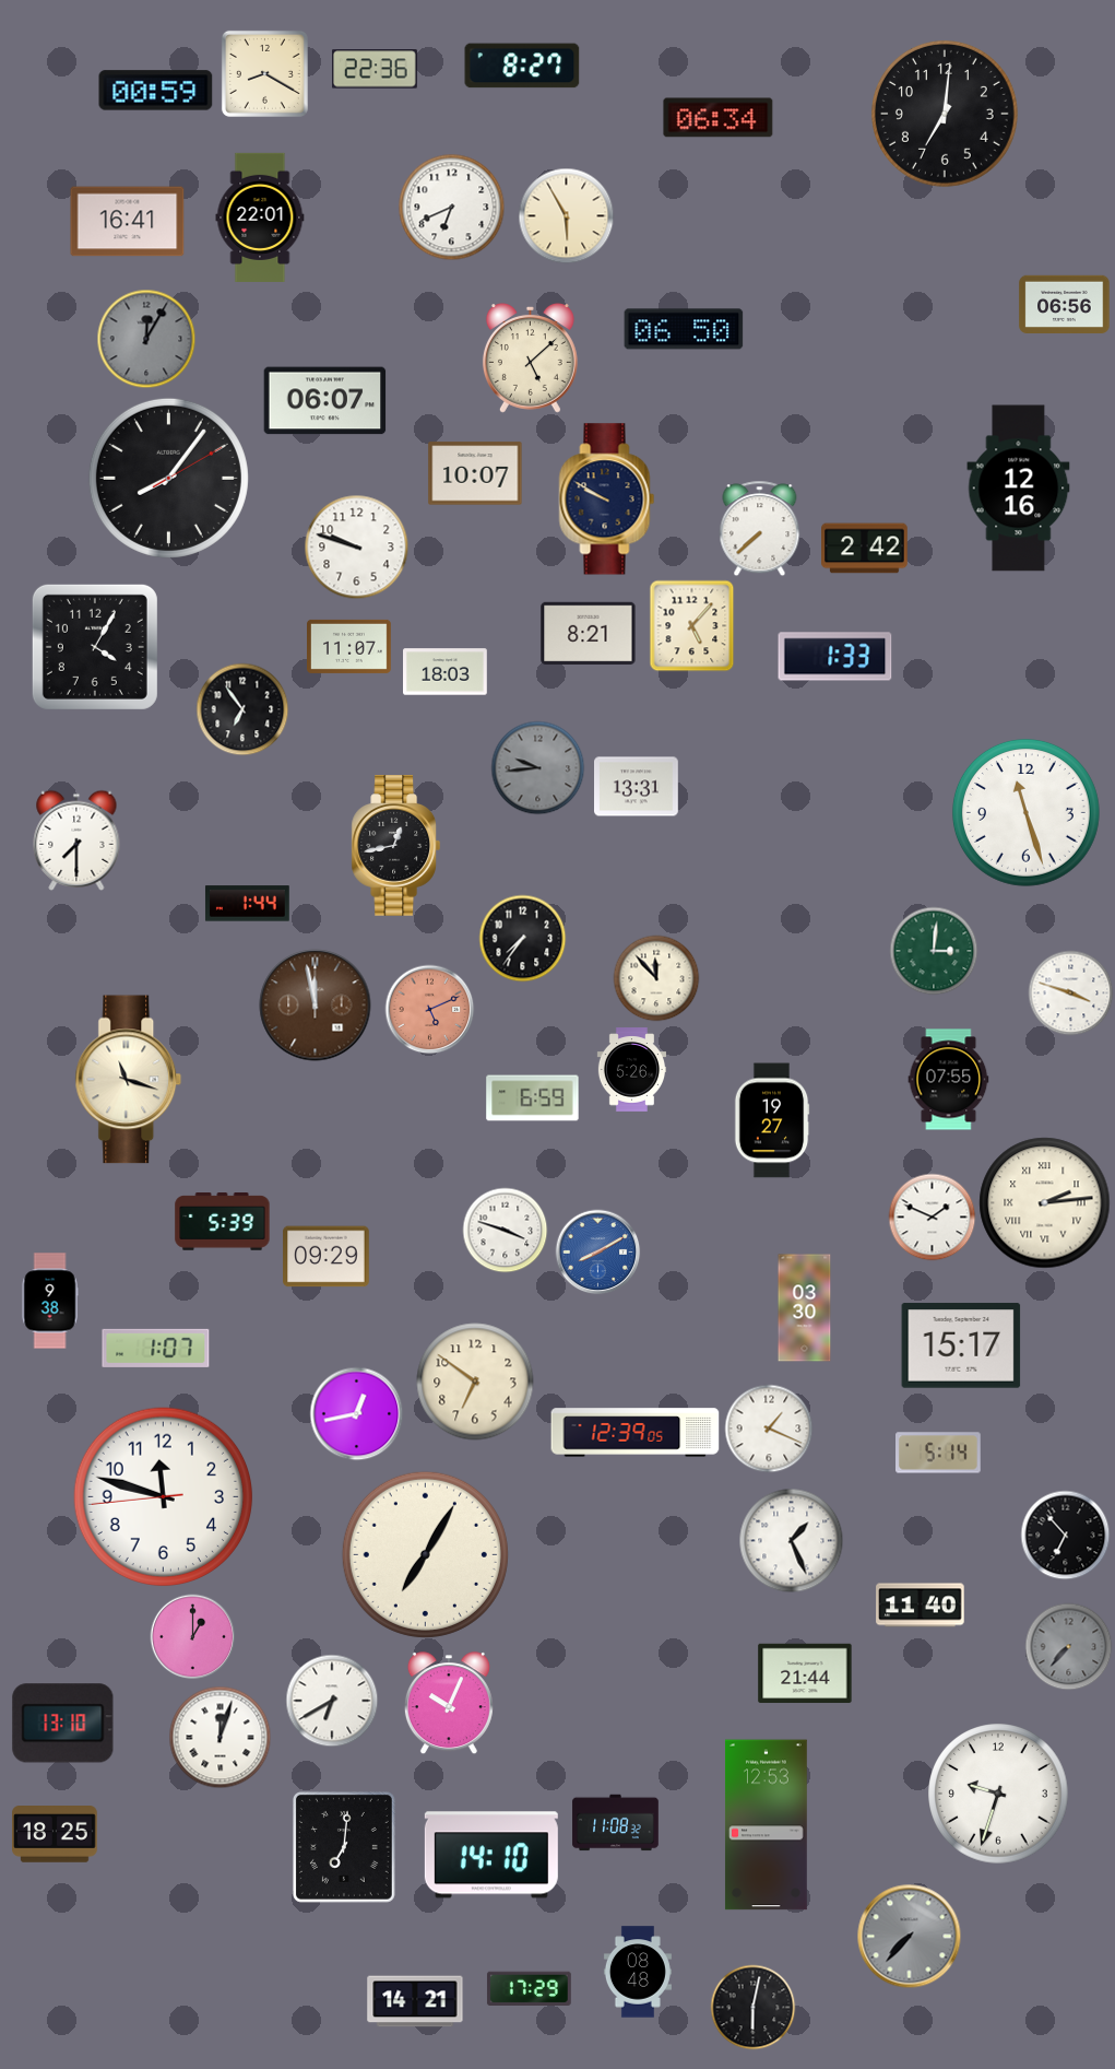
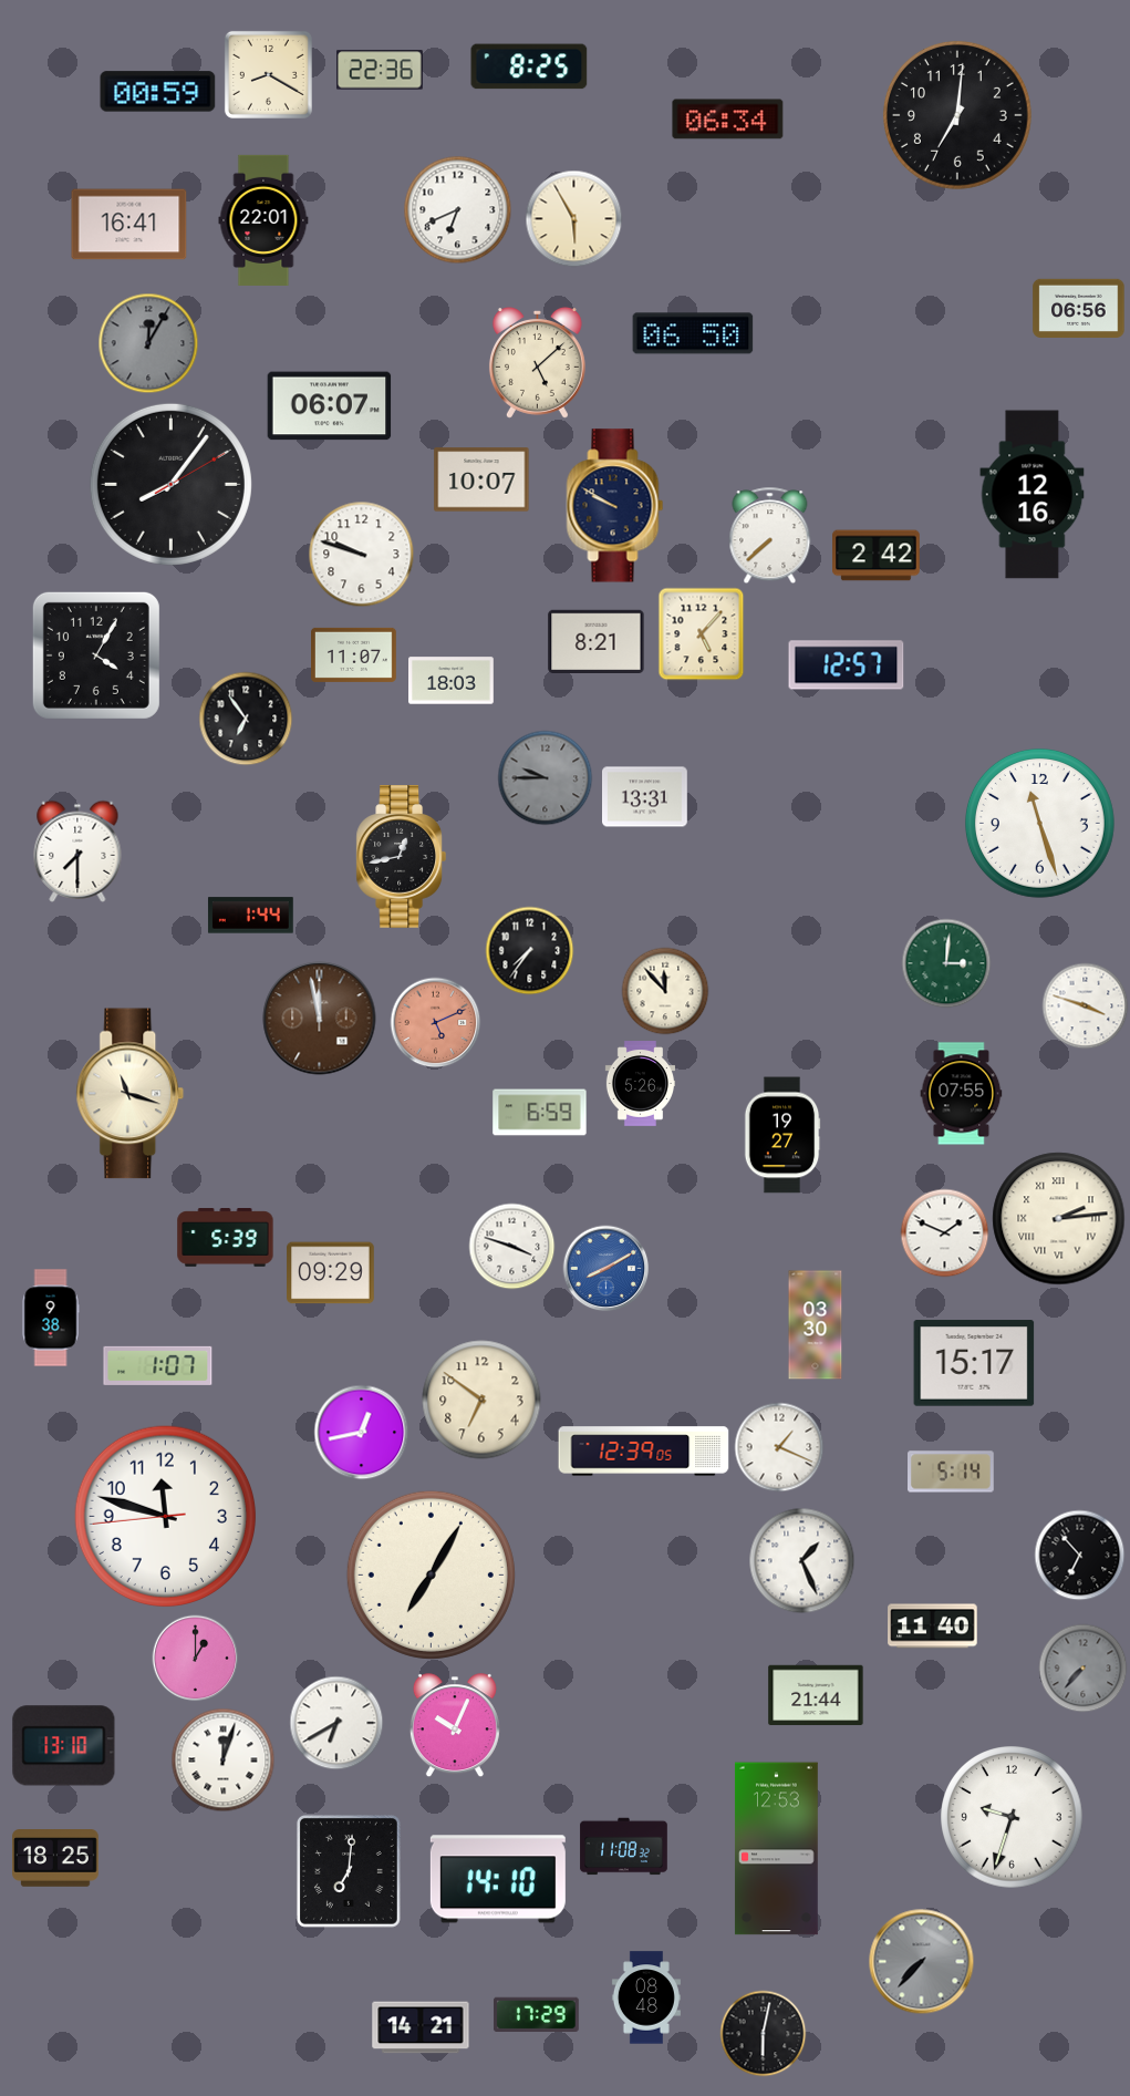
clock at (522, 66): 8:27 -> 8:25
clock at (835, 657): 1:33 -> 12:57
clock at (537, 767): 9:44 -> 9:45
